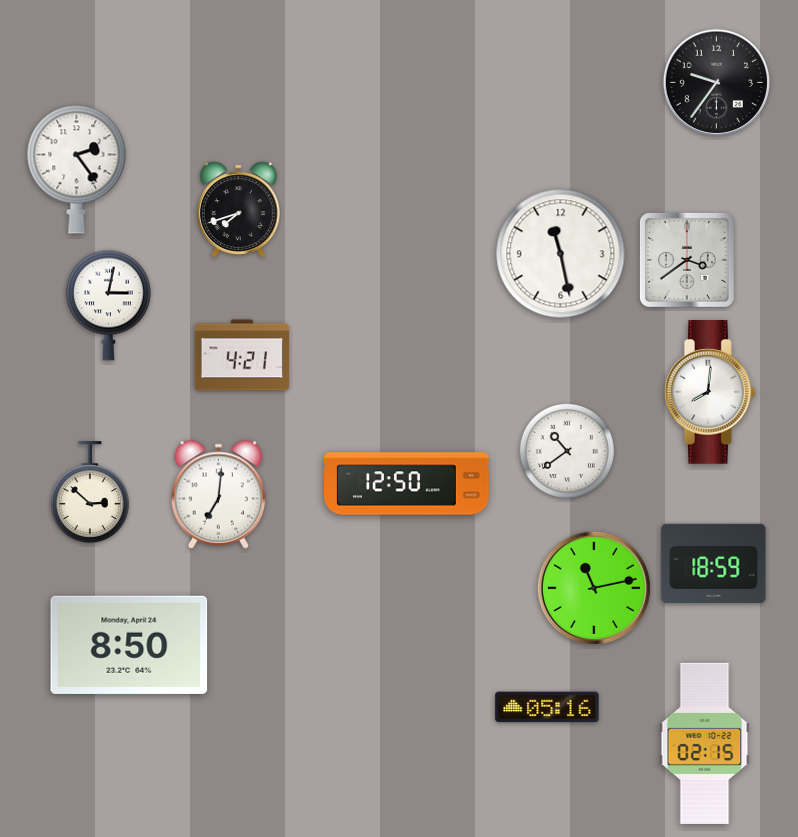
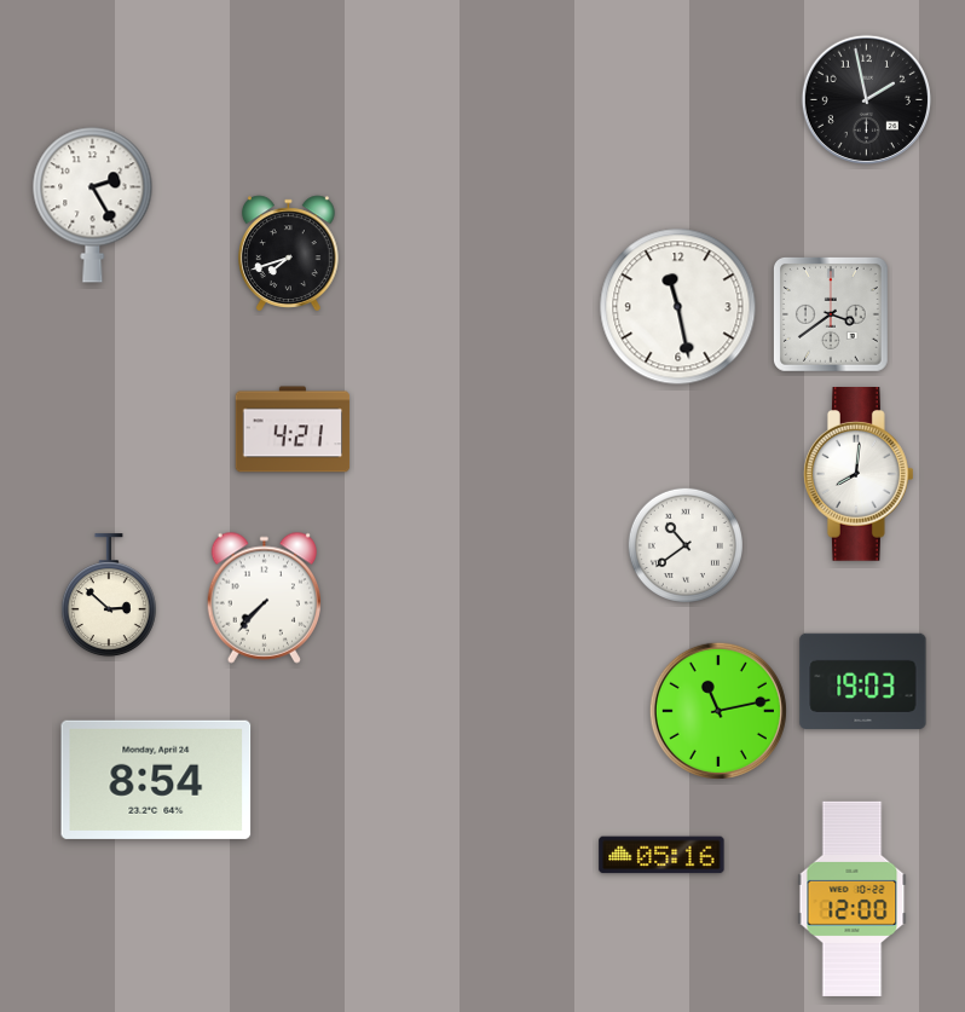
clock at (716, 82): 9:36 -> 1:58
clock at (77, 169): 2:24 -> 2:25
clock at (109, 305): 3:02 -> none
clock at (407, 484): 12:50 -> none
clock at (219, 494): 7:01 -> 7:37
clock at (714, 563): 18:59 -> 19:03
clock at (129, 645): 8:50 -> 8:54
clock at (705, 743): 02:15 -> 12:00
